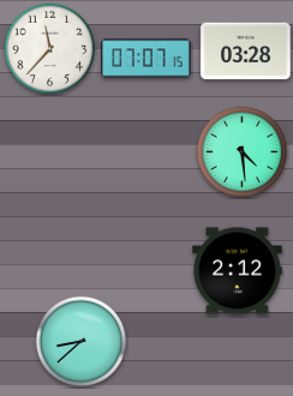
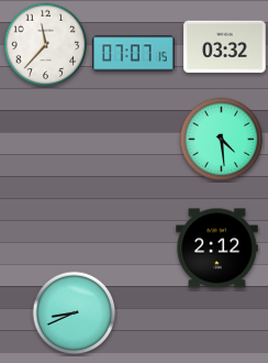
clock at (246, 52): 03:28 -> 03:32
clock at (82, 342): 8:38 -> 8:41
